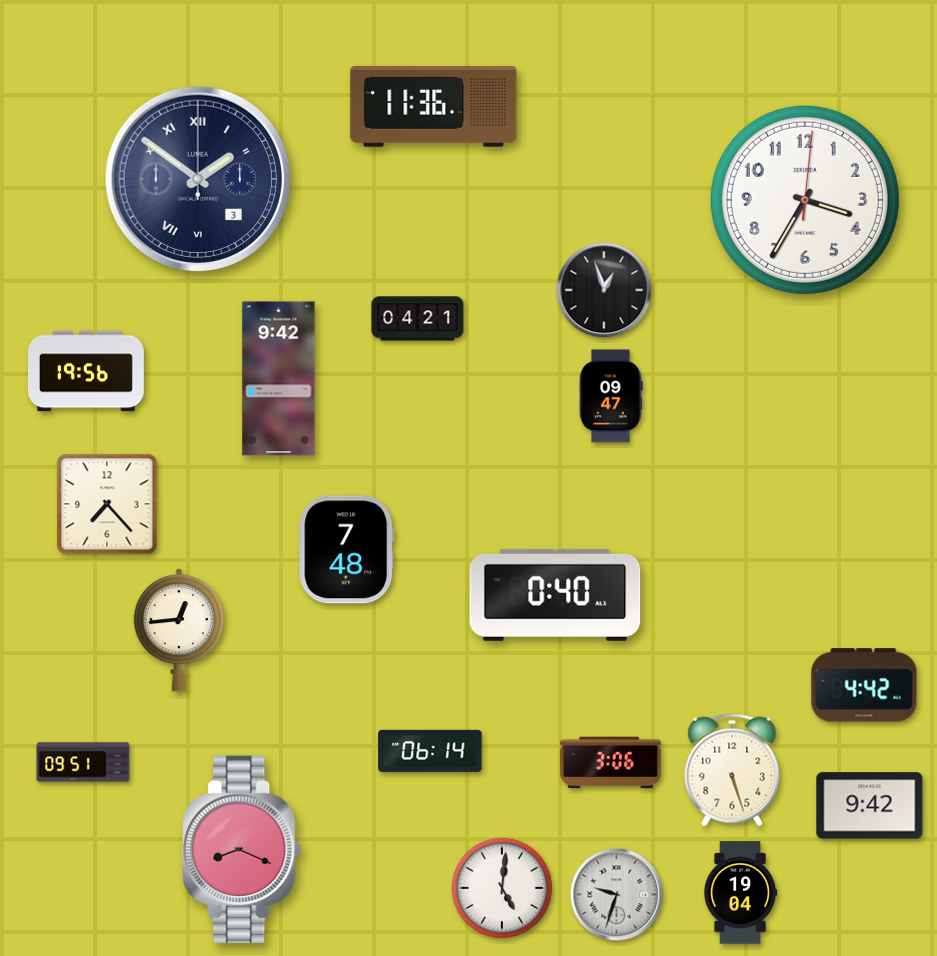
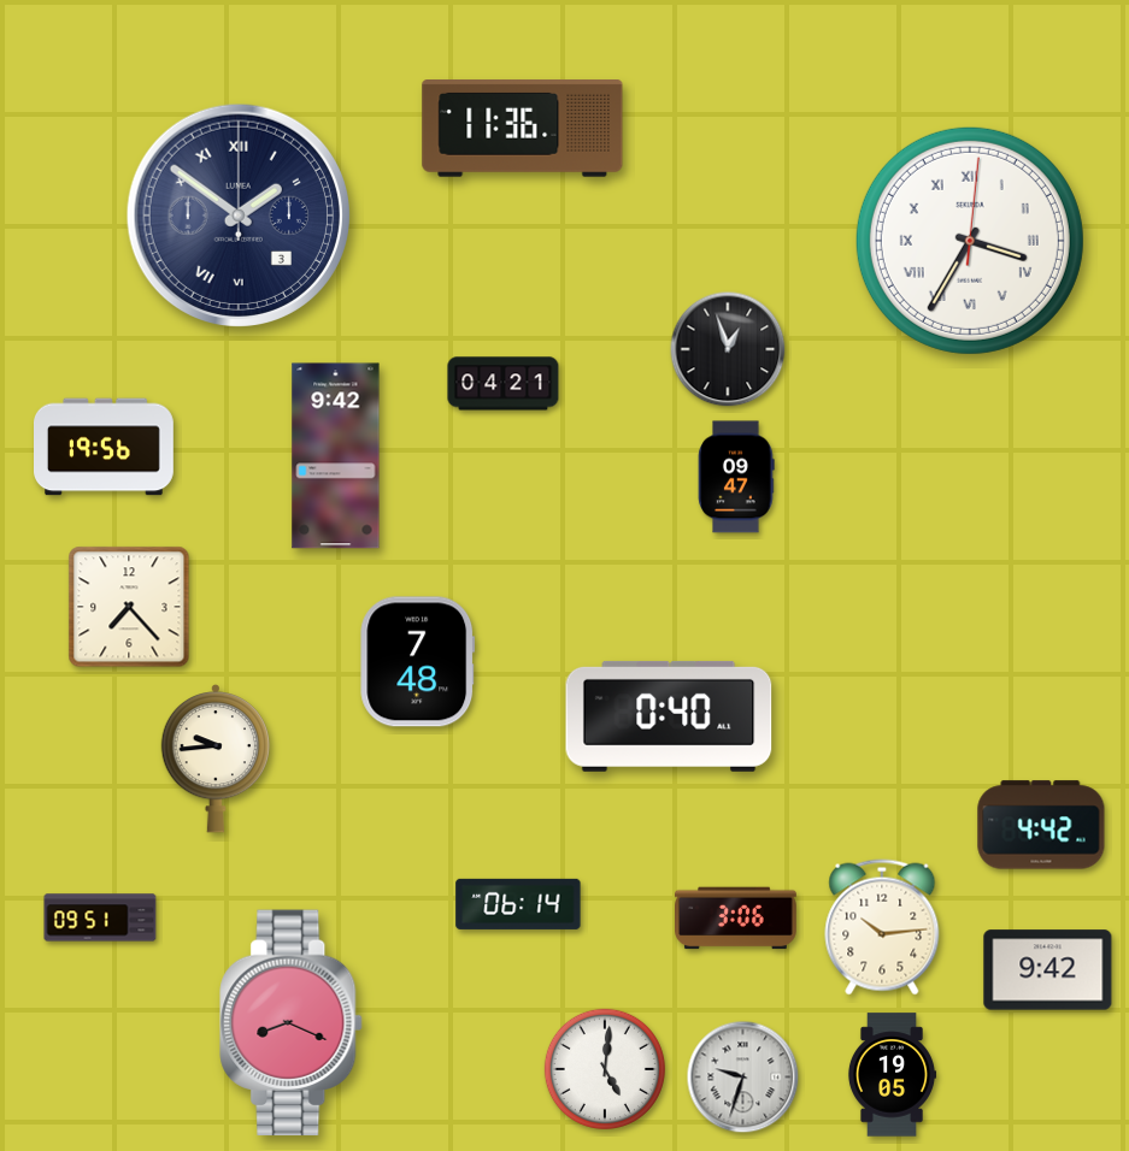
clock at (805, 200) numerals: Arabic -> Roman
clock at (178, 630): 12:44 -> 9:44
clock at (732, 770): 5:27 -> 10:14
clock at (740, 893): 19:04 -> 19:05
